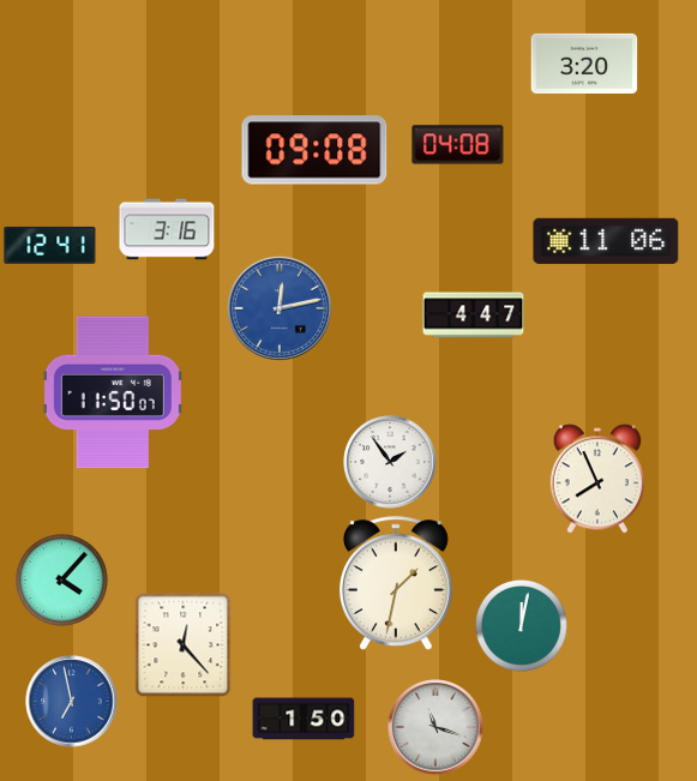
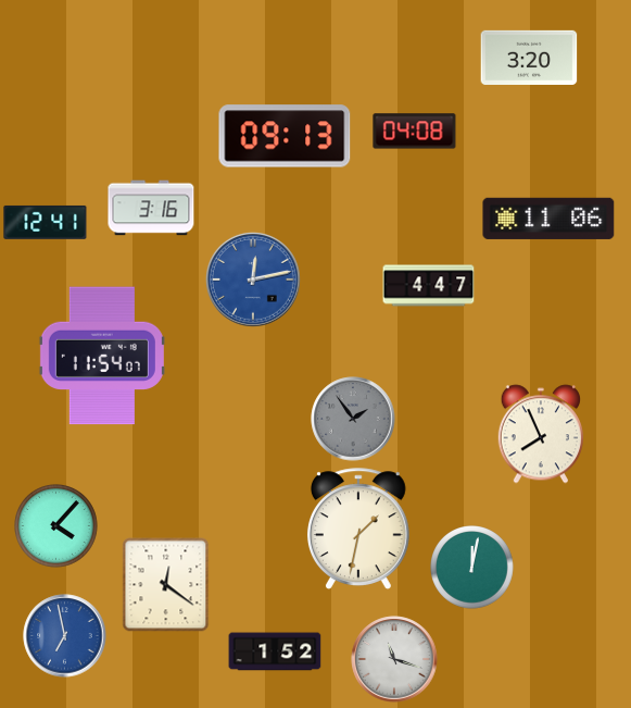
clock at (314, 150): 09:08 -> 09:13
clock at (113, 392): 11:50 -> 11:54
clock at (390, 462) dial: white -> grey
clock at (184, 645): 12:23 -> 12:21
clock at (304, 719): 1:50 -> 1:52
